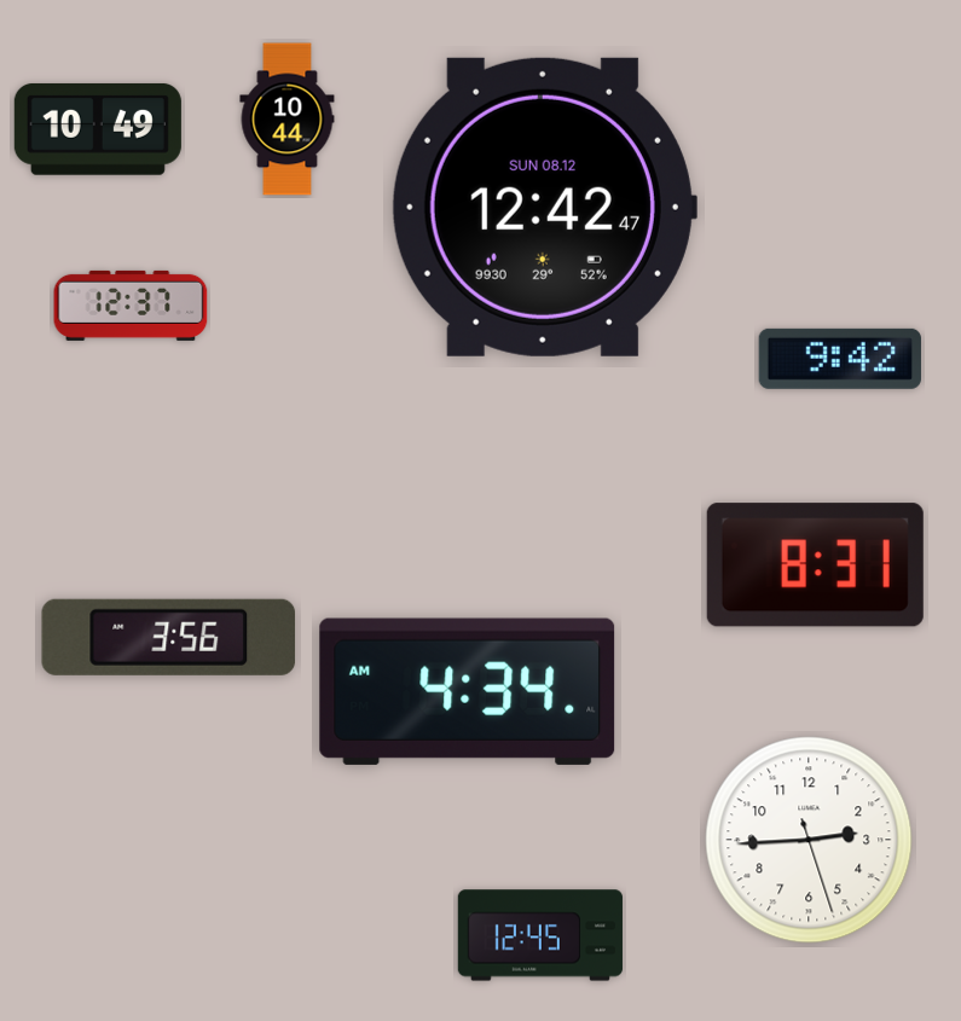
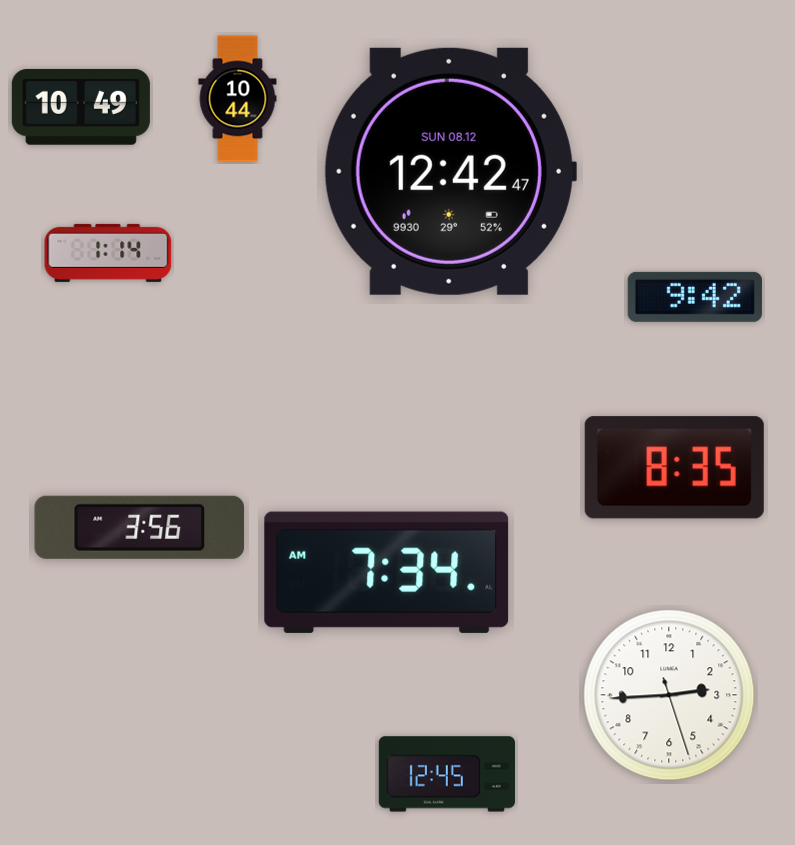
clock at (131, 306): 12:37 -> 1:14
clock at (815, 565): 8:31 -> 8:35
clock at (468, 691): 4:34 -> 7:34
